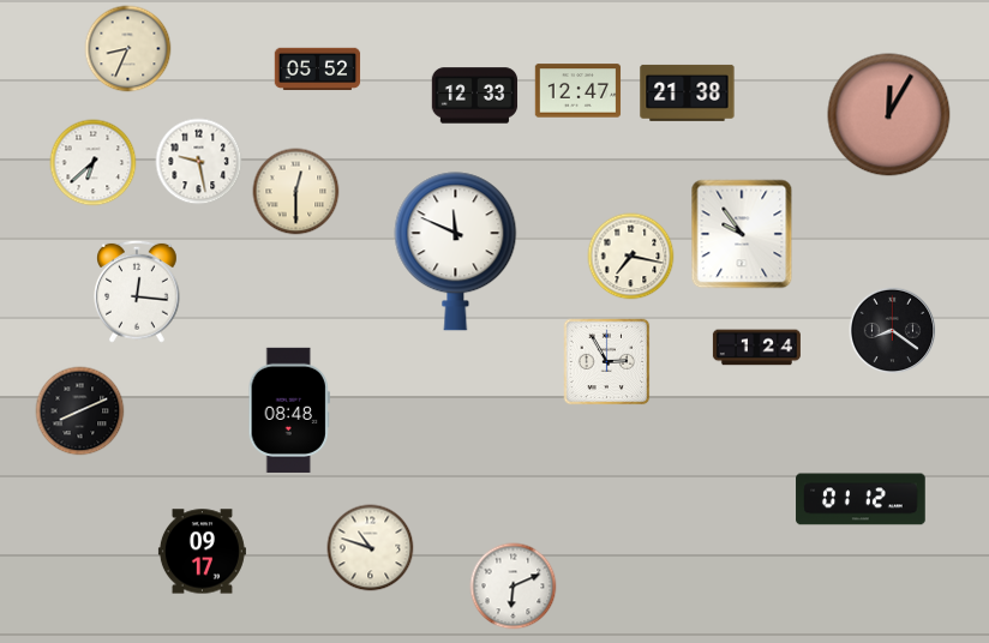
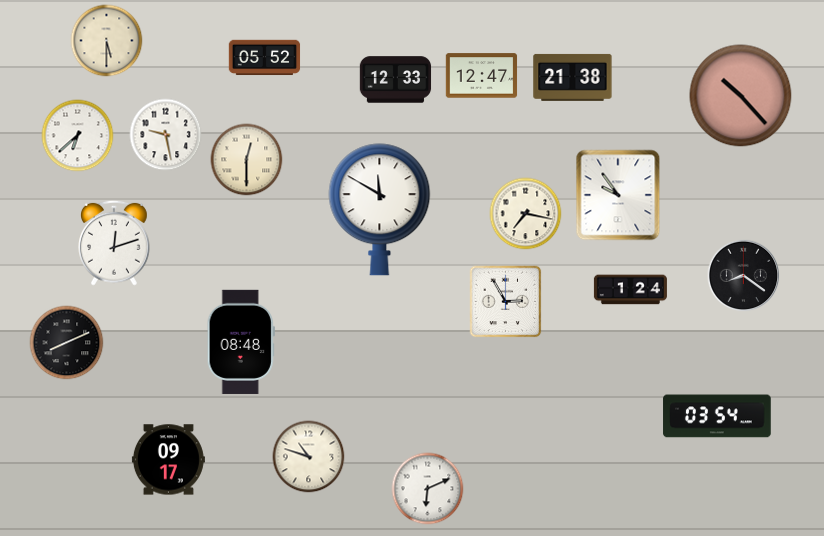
clock at (128, 49): 8:34 -> 5:30
clock at (889, 115): 12:05 -> 10:23
clock at (456, 252): 11:49 -> 11:50
clock at (138, 292): 12:16 -> 12:12
clock at (861, 499): 01:12 -> 03:54
